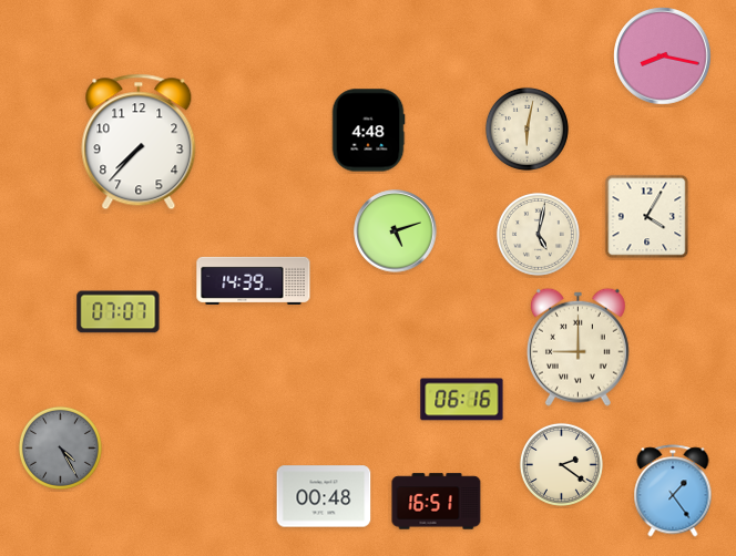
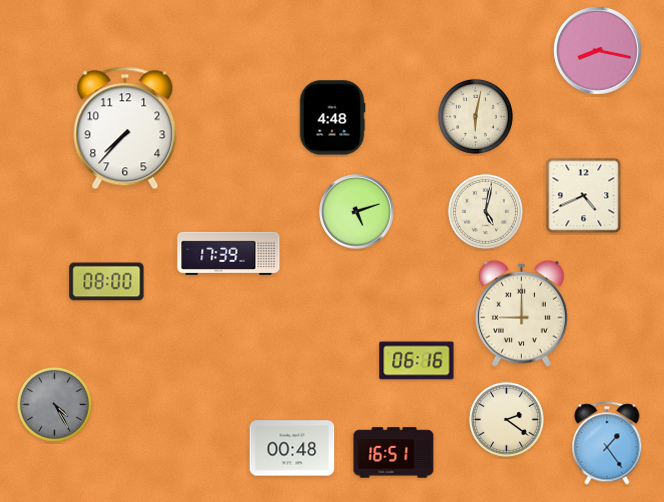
clock at (647, 217): 4:05 -> 4:41
clock at (396, 231) position: (396, 231) -> (357, 212)
clock at (254, 280): 14:39 -> 17:39
clock at (119, 312): 07:07 -> 08:00
